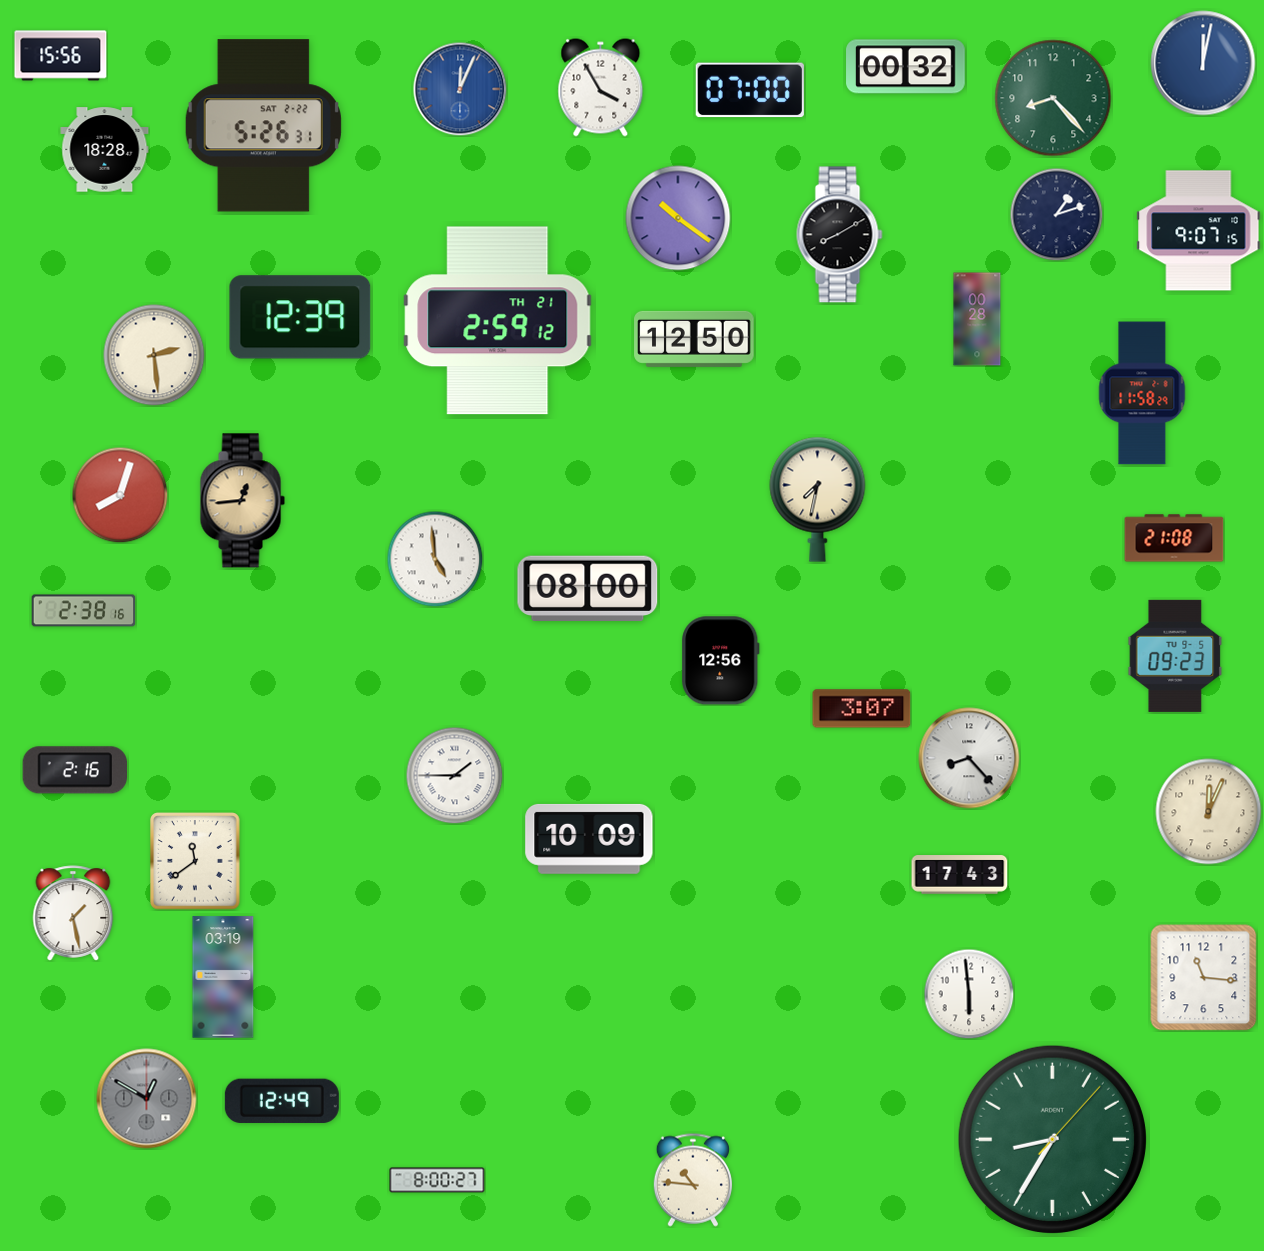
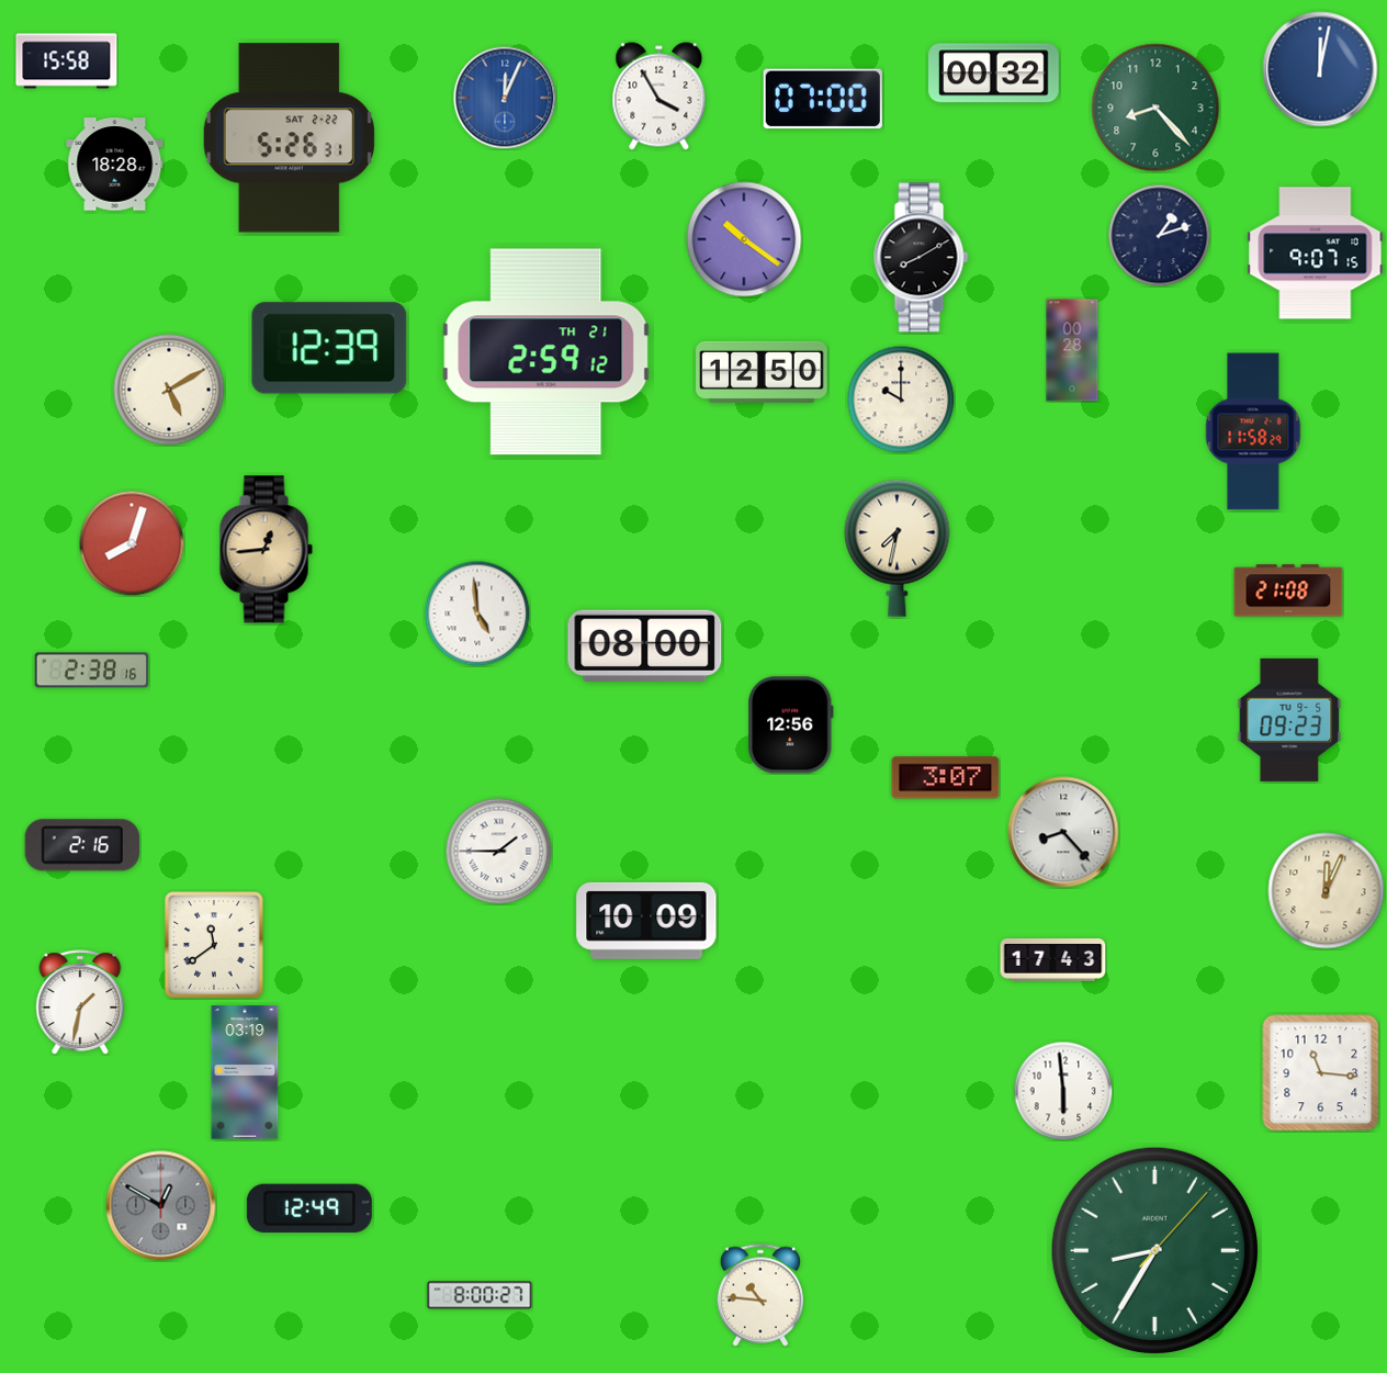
clock at (61, 56): 15:56 -> 15:58
clock at (154, 355): 2:29 -> 5:10
clock at (901, 399): none -> 10:00
clock at (73, 913): 1:28 -> 1:32
